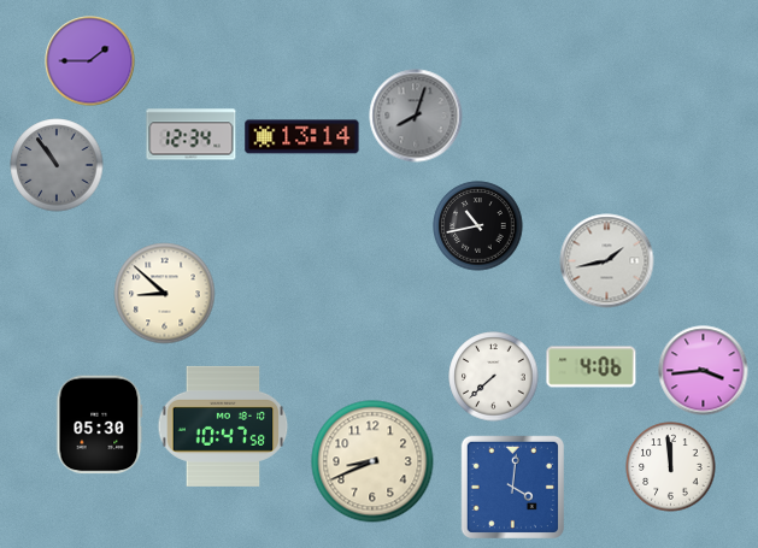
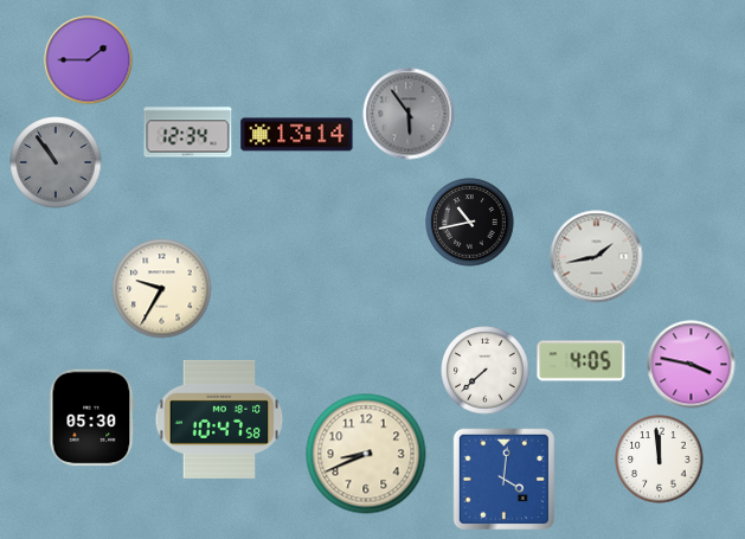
clock at (416, 116): 8:03 -> 5:54
clock at (165, 294): 8:52 -> 9:35
clock at (592, 367): 4:06 -> 4:05
clock at (704, 371): 3:44 -> 3:47
clock at (100, 425) position: (100, 425) -> (92, 418)
